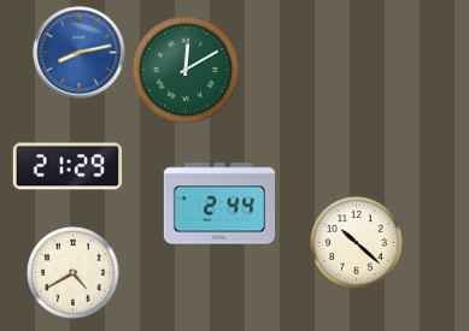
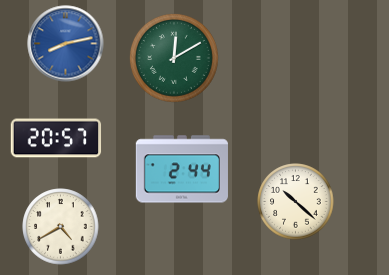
clock at (186, 70) position: (186, 70) -> (174, 58)
clock at (68, 166): 21:29 -> 20:57
